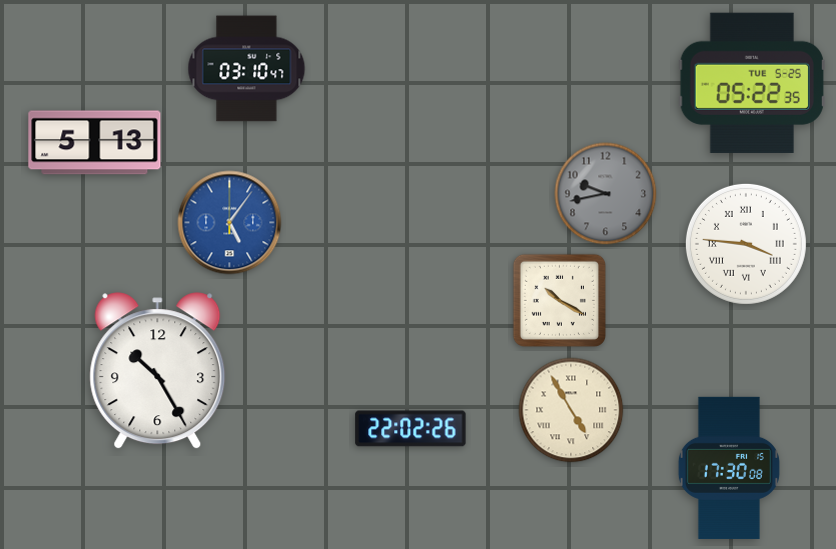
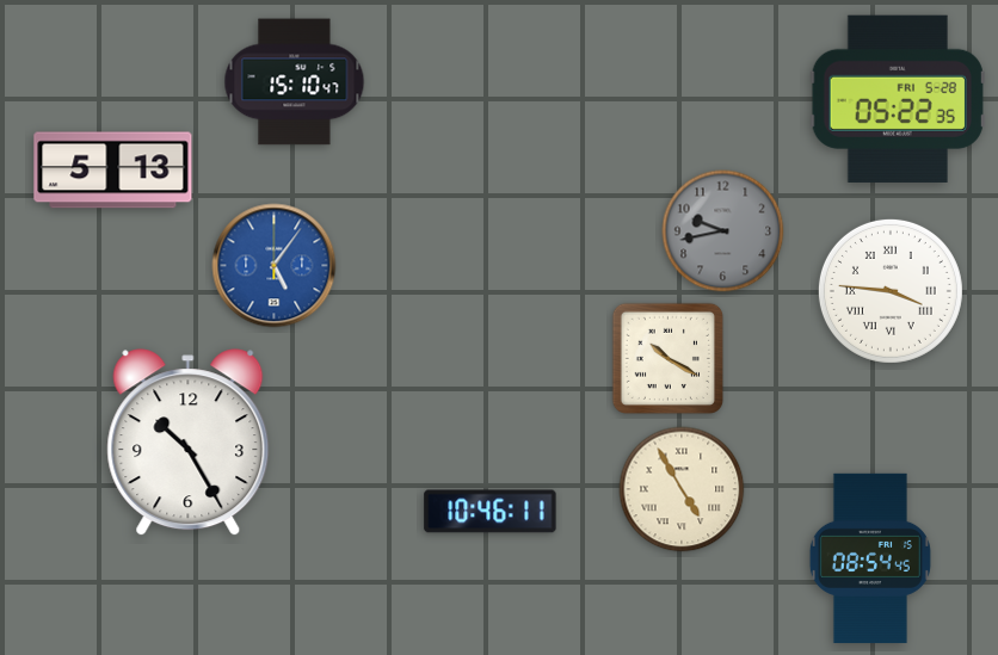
clock at (247, 69): 03:10 -> 15:10
clock at (752, 83) date: TUE 5-25 -> FRI 5-28
clock at (411, 429): 22:02 -> 10:46
clock at (729, 468): 17:30 -> 08:54
